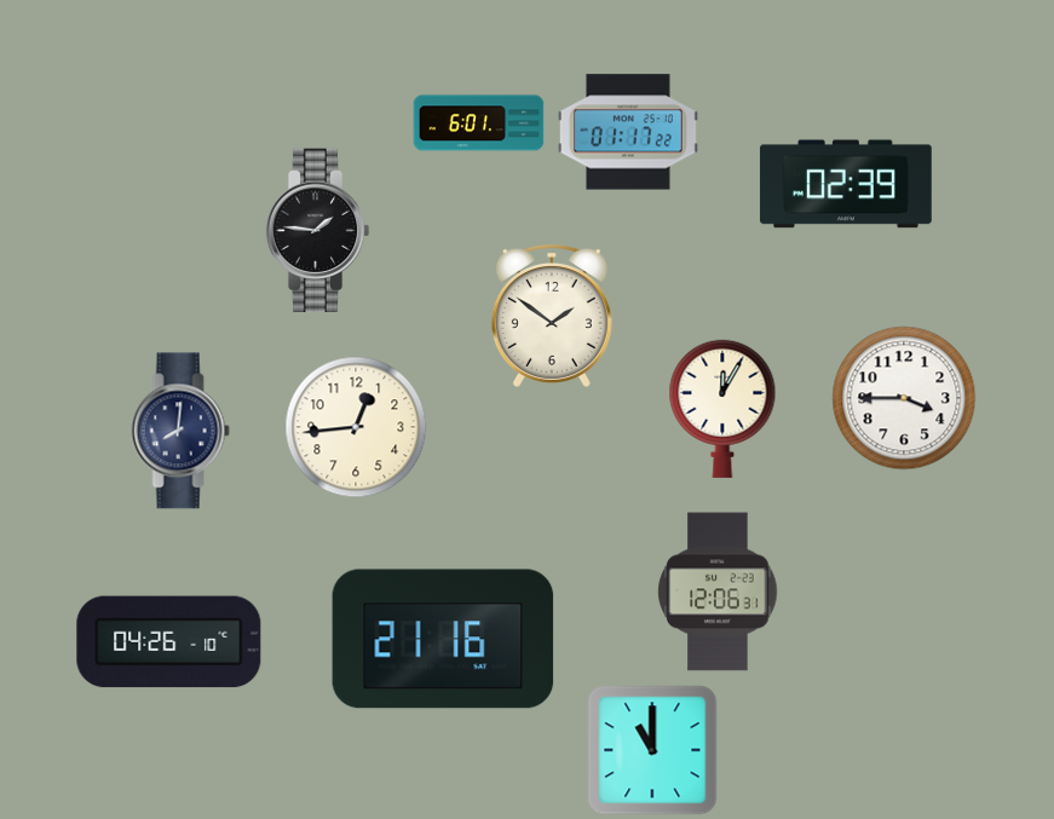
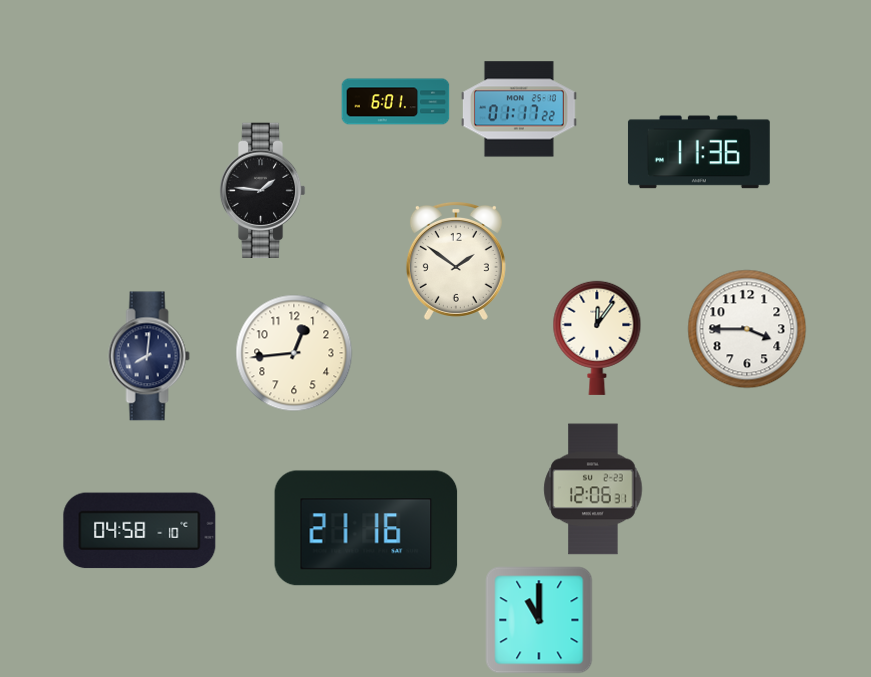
clock at (846, 184): 02:39 -> 11:36
clock at (722, 409): 12:05 -> 12:06
clock at (169, 642): 04:26 -> 04:58
